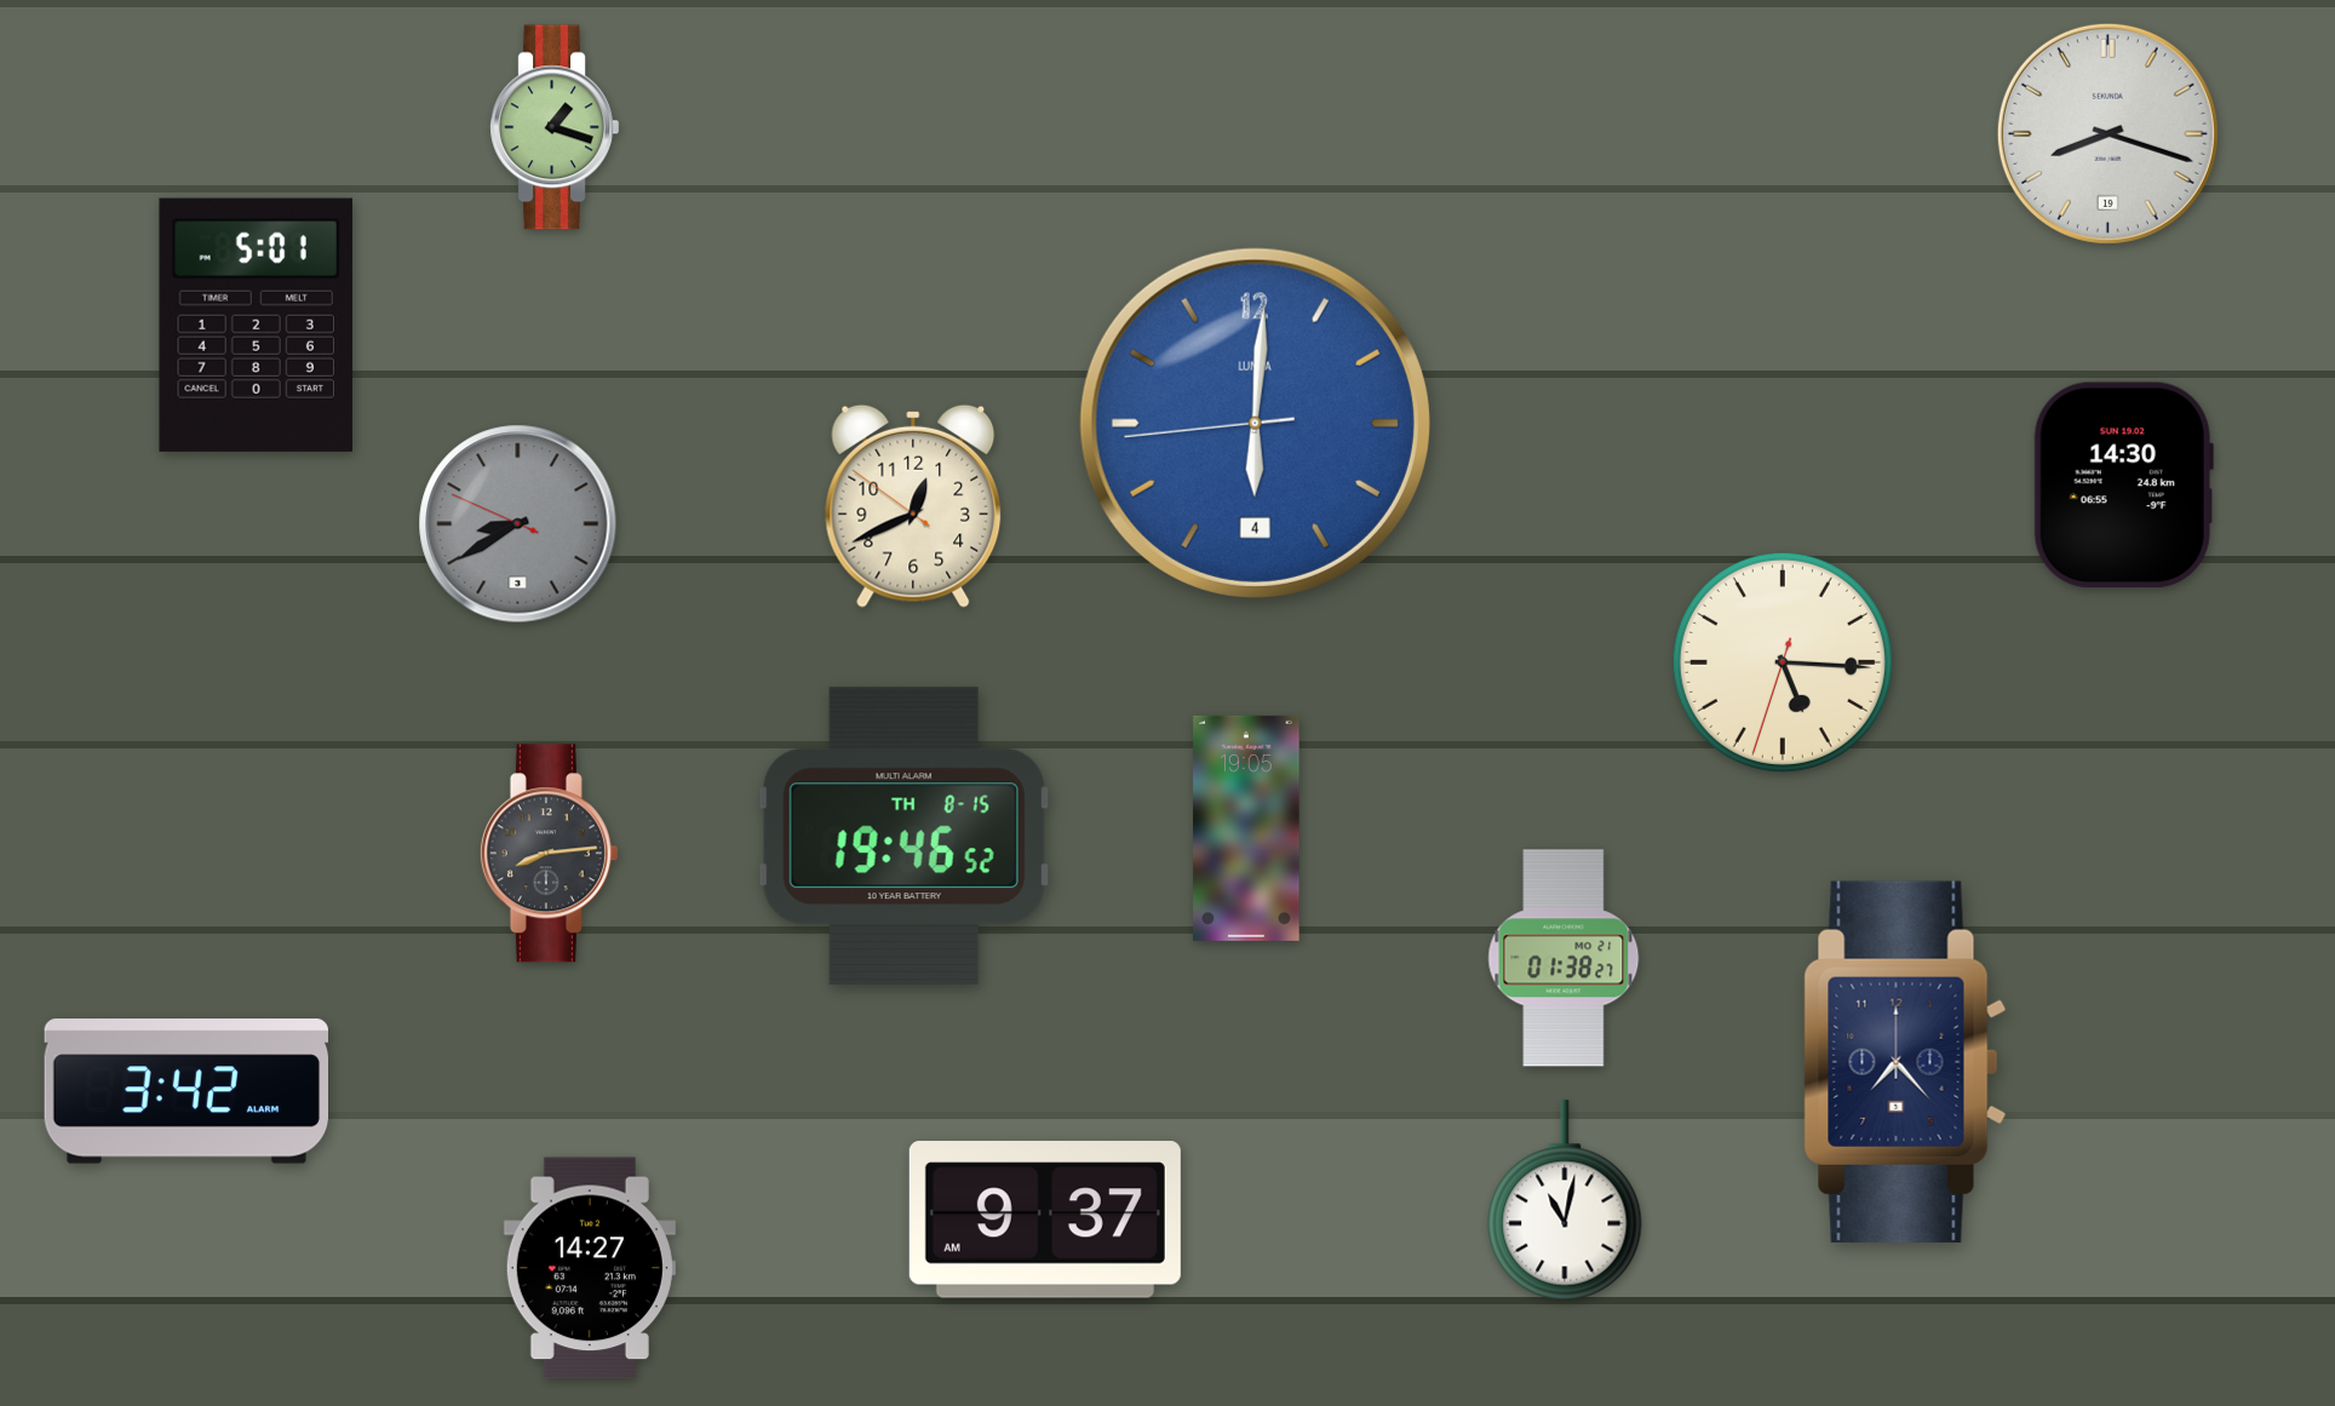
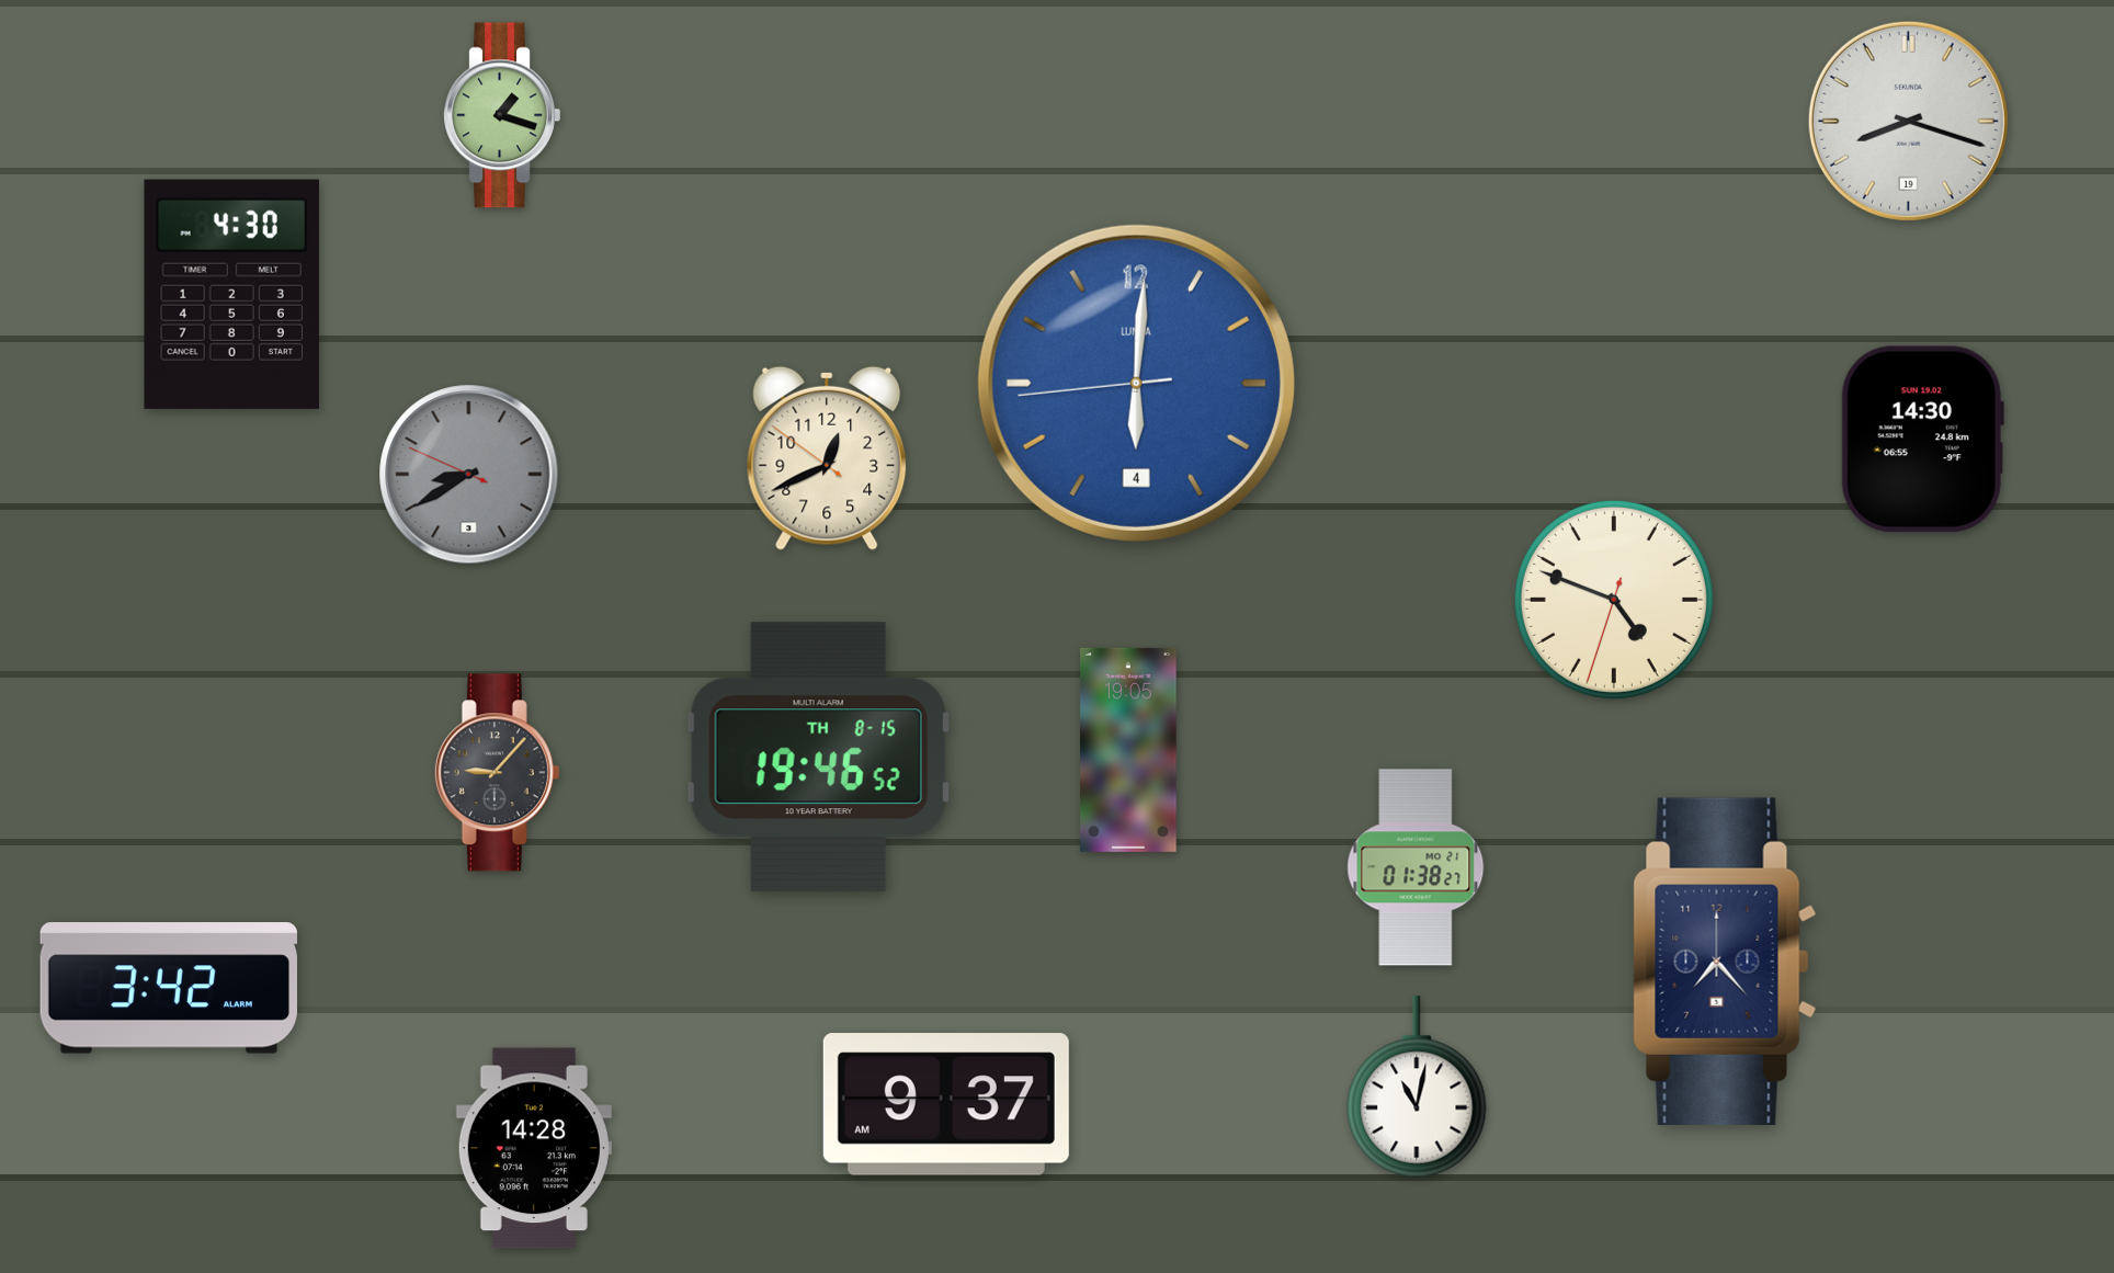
clock at (256, 325): 5:01 -> 4:30
clock at (1783, 662): 5:15 -> 4:48
clock at (549, 854): 8:14 -> 9:07
clock at (590, 1268): 14:27 -> 14:28
